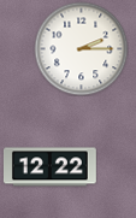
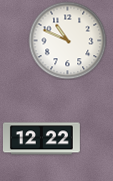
clock at (81, 48): 2:15 -> 10:49
